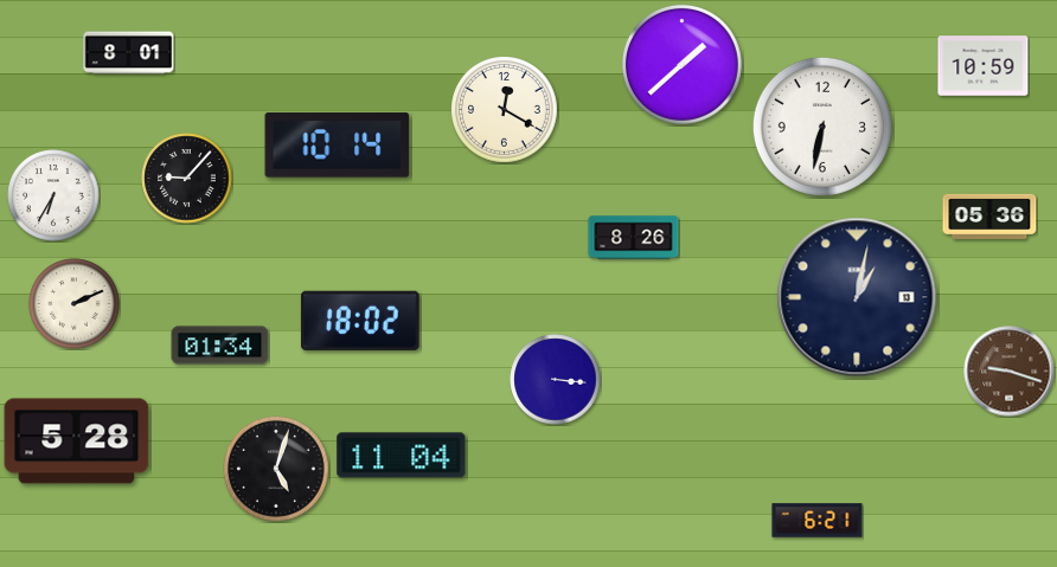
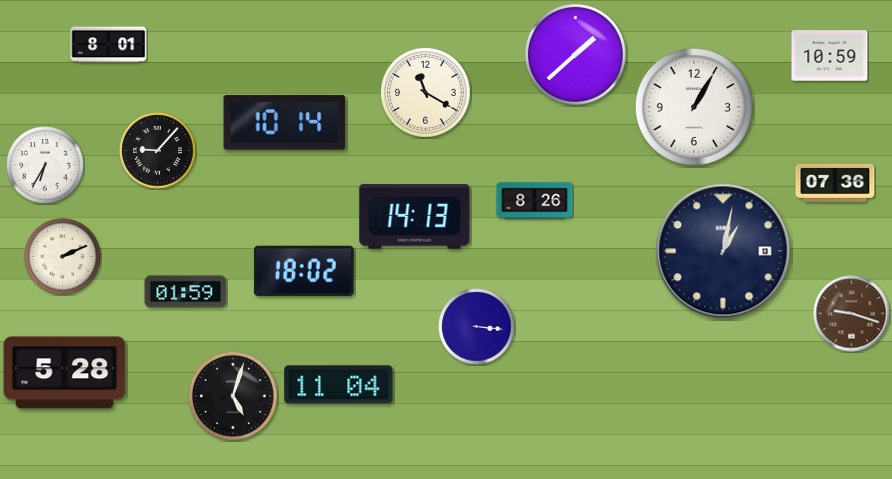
clock at (505, 110): 12:20 -> 11:20
clock at (822, 127): 6:32 -> 1:05
clock at (989, 217): 05:36 -> 07:36
clock at (415, 217): none -> 14:13
clock at (220, 346): 01:34 -> 01:59
clock at (556, 380) position: (556, 380) -> (477, 327)
clock at (818, 521): 6:21 -> none
